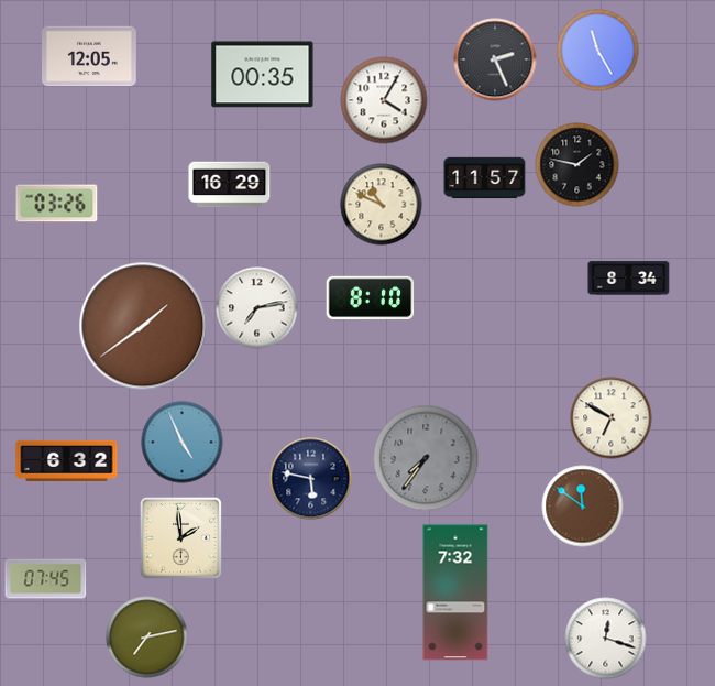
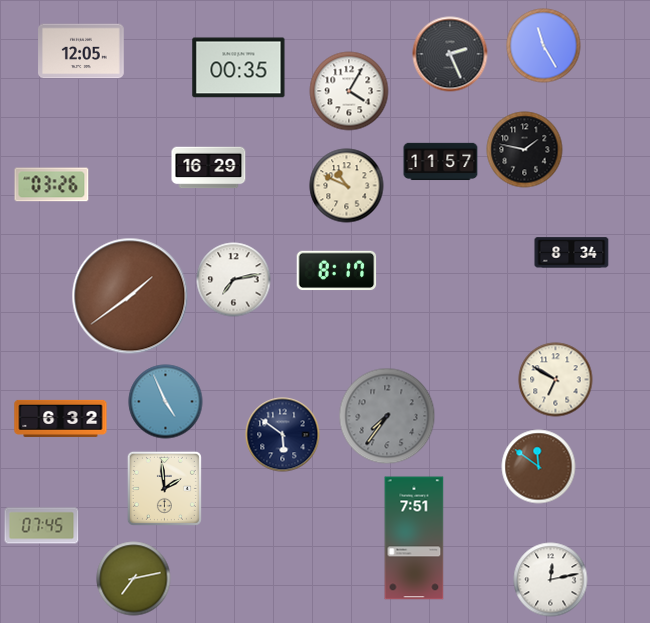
clock at (371, 298): 8:10 -> 8:17
clock at (311, 479): 5:47 -> 5:51
clock at (583, 507) position: (583, 507) -> (539, 467)
clock at (455, 592): 7:32 -> 7:51
clock at (606, 639): 12:18 -> 12:13
